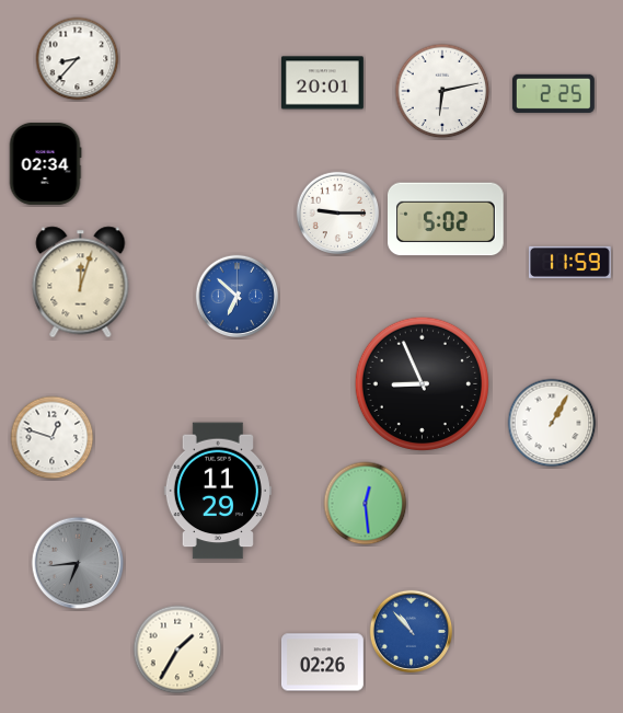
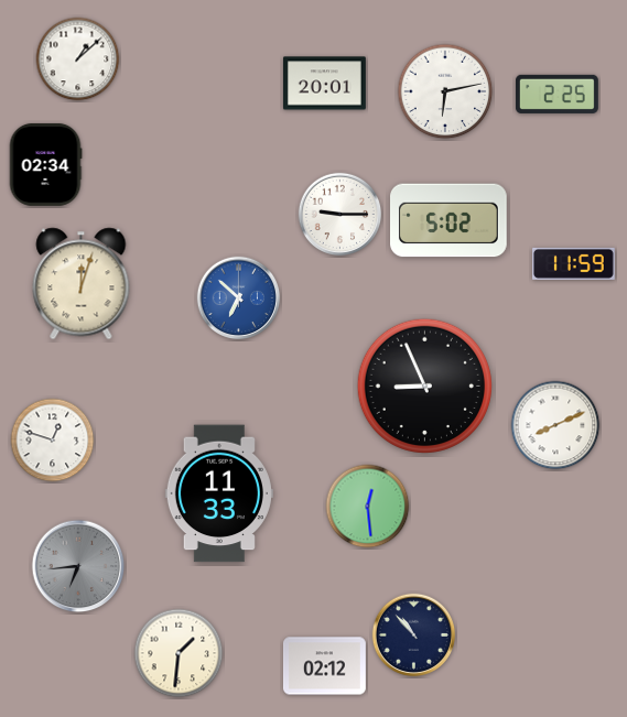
clock at (78, 59): 8:37 -> 1:08
clock at (552, 423): 1:05 -> 8:11
clock at (218, 491): 11:29 -> 11:33
clock at (412, 632) dial: blue -> navy
clock at (177, 649): 1:35 -> 1:31
clock at (322, 663): 02:26 -> 02:12
